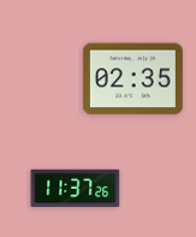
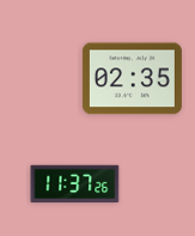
clock at (76, 189) position: (76, 189) -> (75, 184)
